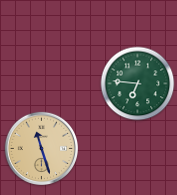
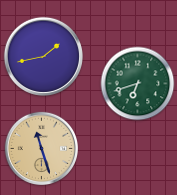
clock at (43, 56): none -> 1:43
clock at (138, 84): 6:46 -> 6:42
